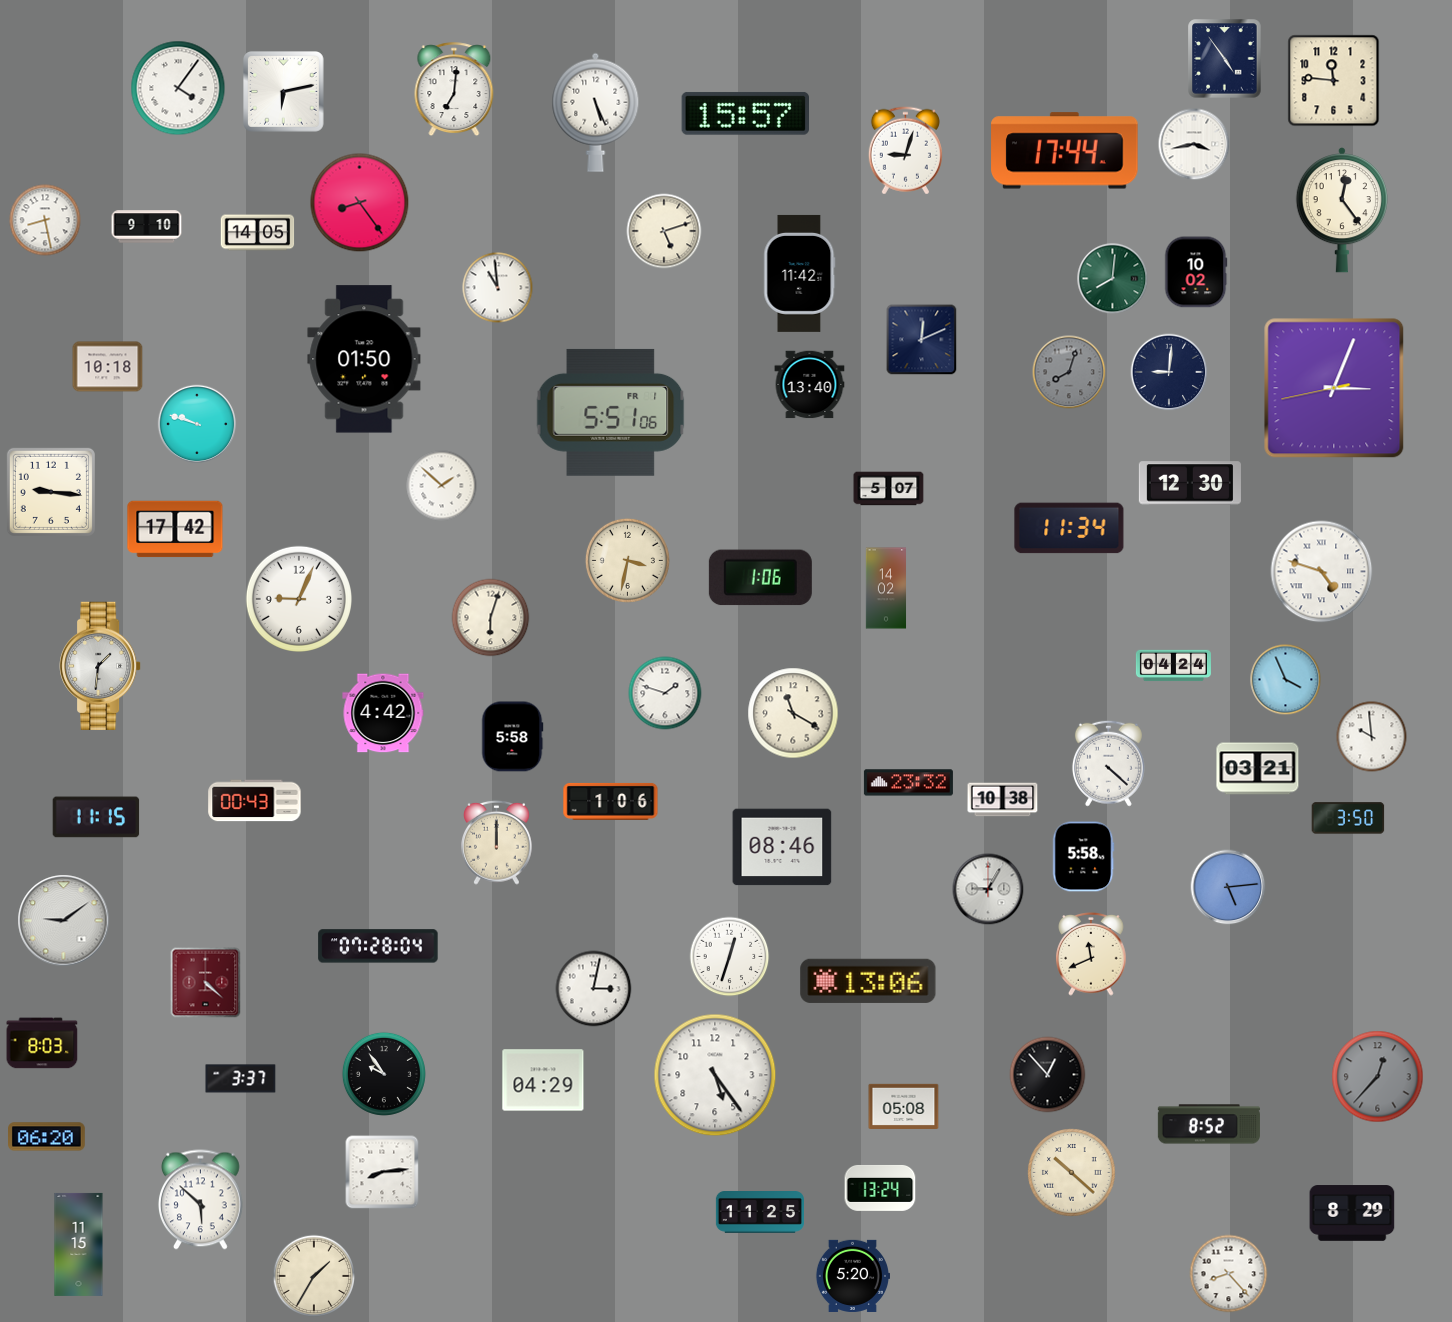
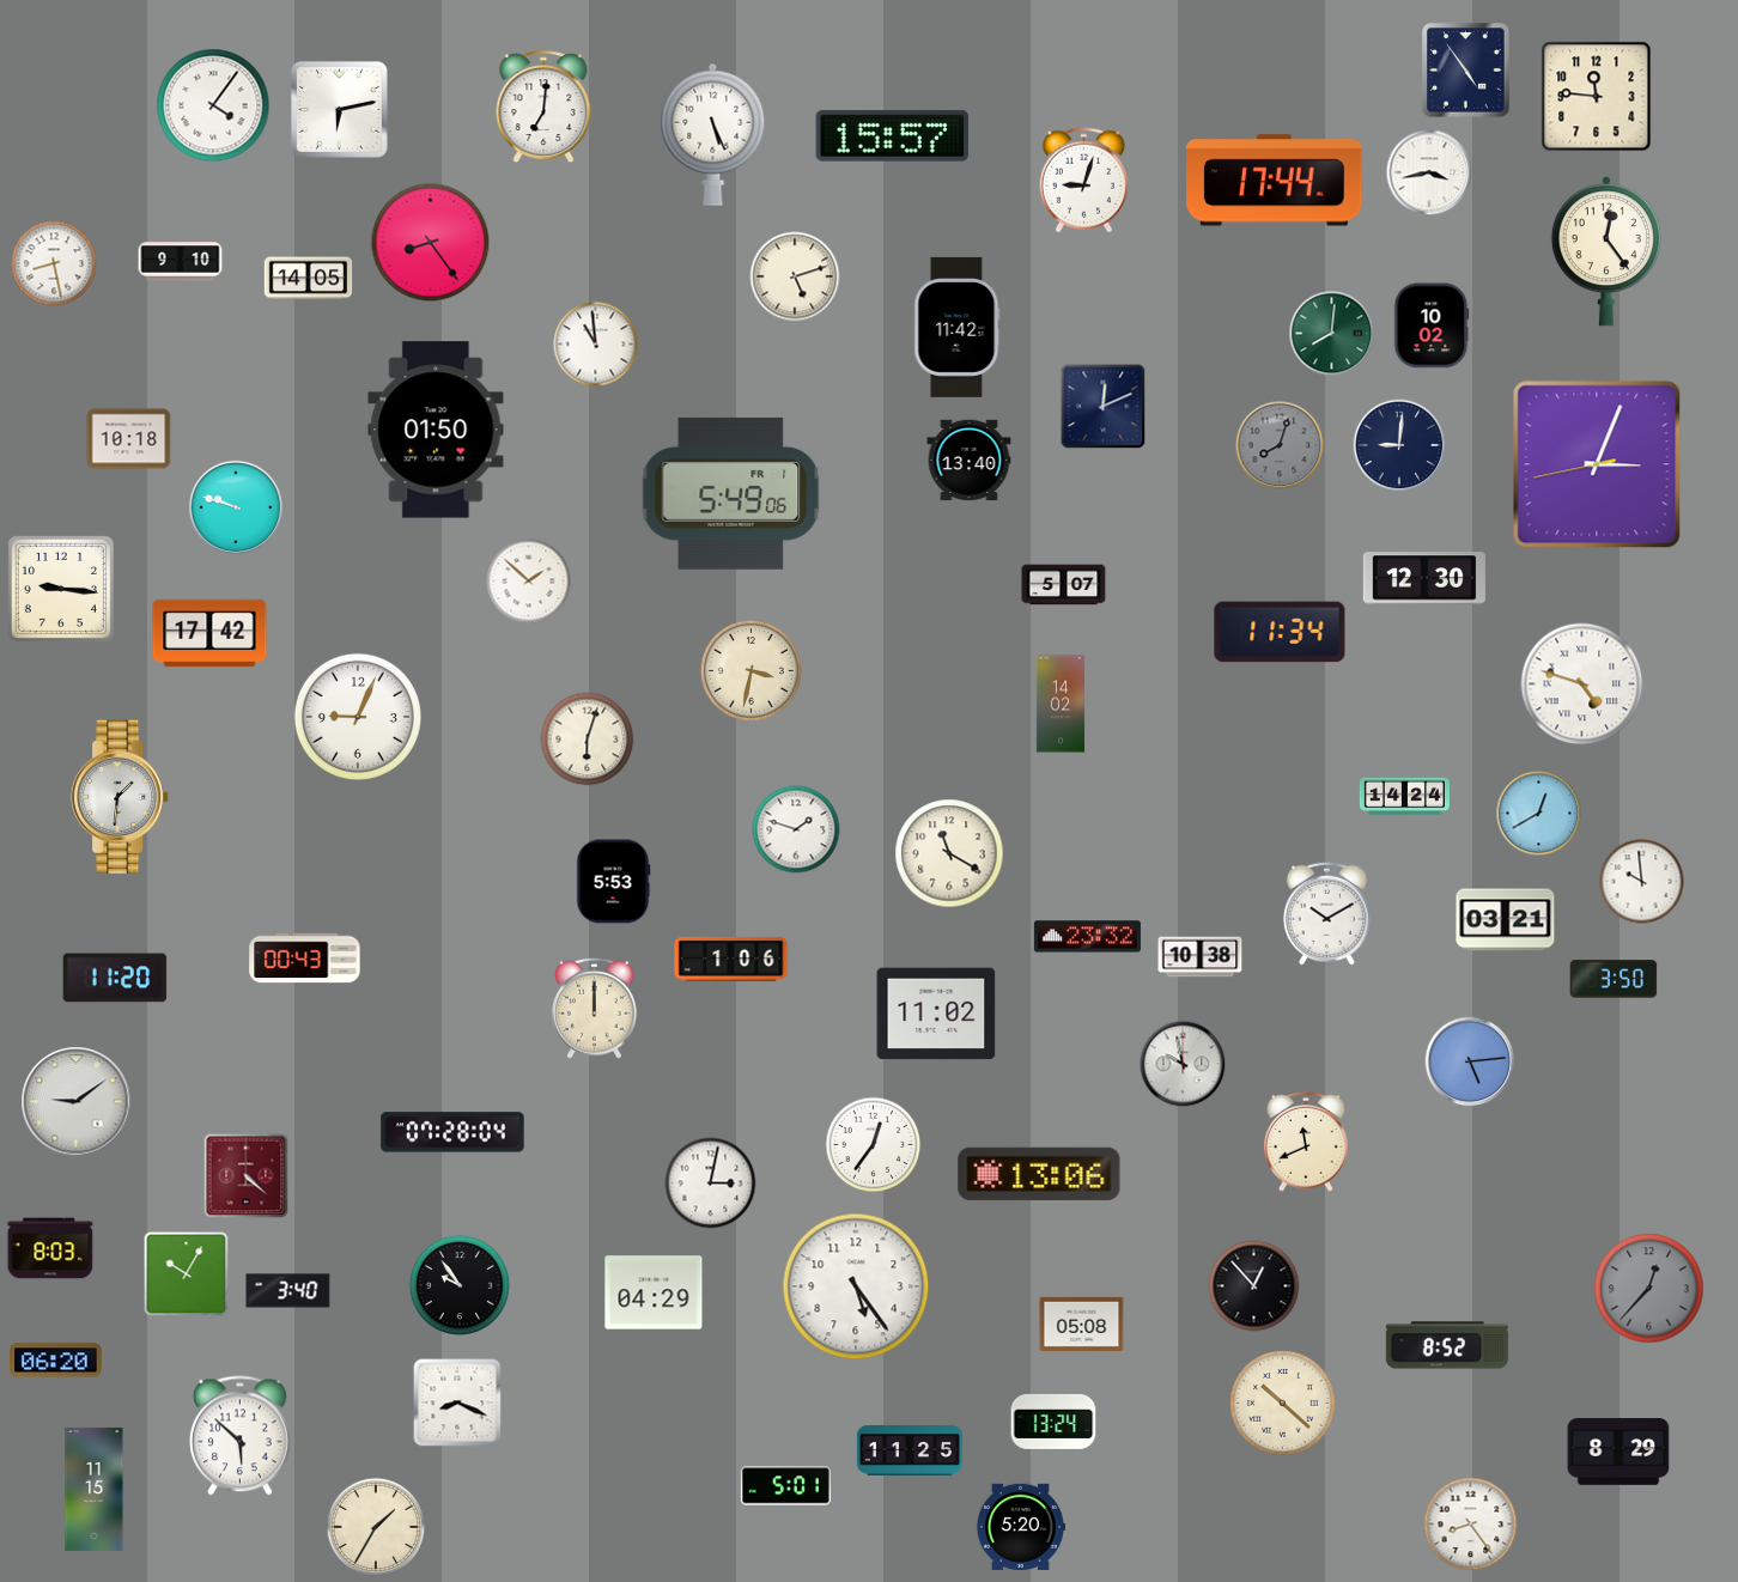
clock at (147, 227) position: (147, 227) -> (181, 262)
clock at (611, 412): 5:51 -> 5:49
clock at (760, 578): 1:06 -> none
clock at (1173, 666): 04:24 -> 14:24
clock at (1286, 680): 3:56 -> 12:40
clock at (383, 713): 4:42 -> none
clock at (512, 737): 5:58 -> 5:53
clock at (1108, 763): 4:22 -> 10:10
clock at (96, 817): 11:15 -> 11:20
clock at (782, 847): 08:46 -> 11:02
clock at (1084, 857): 5:58 -> none
clock at (988, 889): 9:05 -> 9:58
clock at (730, 957): 12:33 -> 12:36
clock at (187, 1274): none -> 10:05
clock at (241, 1079): 3:37 -> 3:40
clock at (543, 1080) position: (543, 1080) -> (654, 1292)
clock at (382, 1172): 8:14 -> 8:19
clock at (785, 1486): none -> 5:01
clock at (1229, 1274): 8:23 -> 8:24
